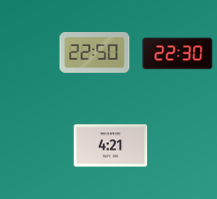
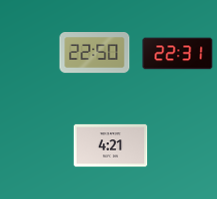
clock at (178, 54): 22:30 -> 22:31
